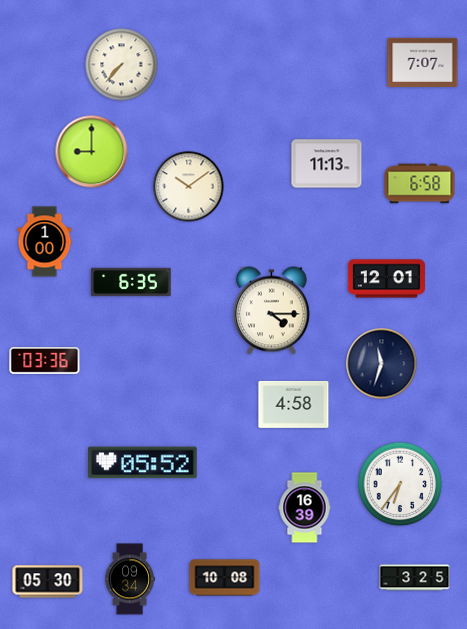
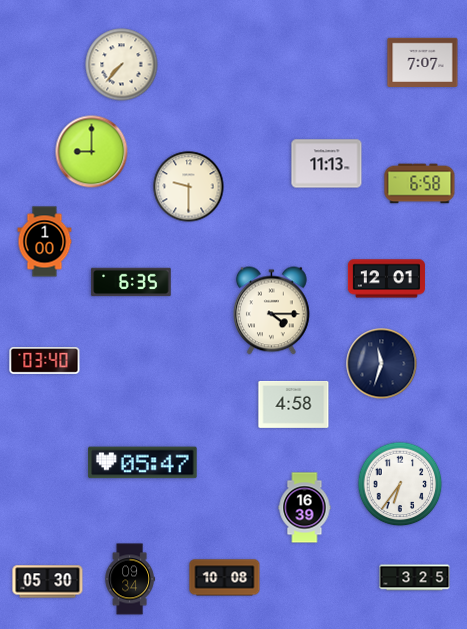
clock at (189, 187): 10:09 -> 9:30
clock at (45, 361): 03:36 -> 03:40
clock at (143, 463): 05:52 -> 05:47
